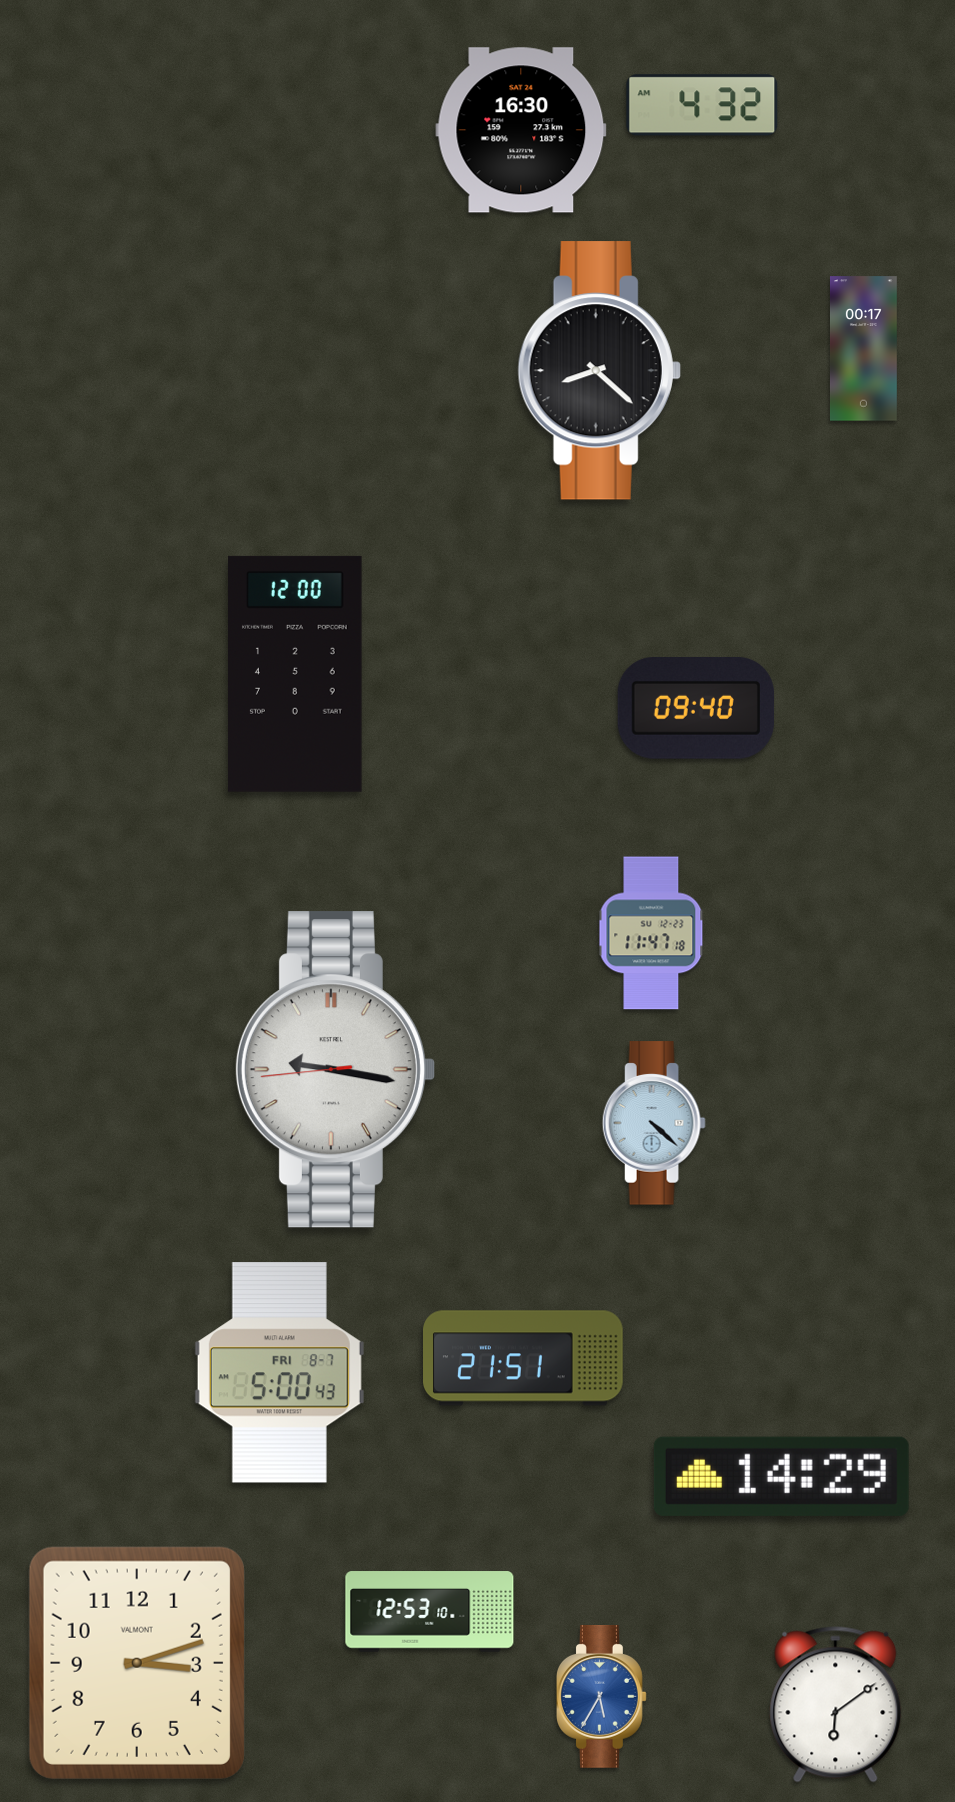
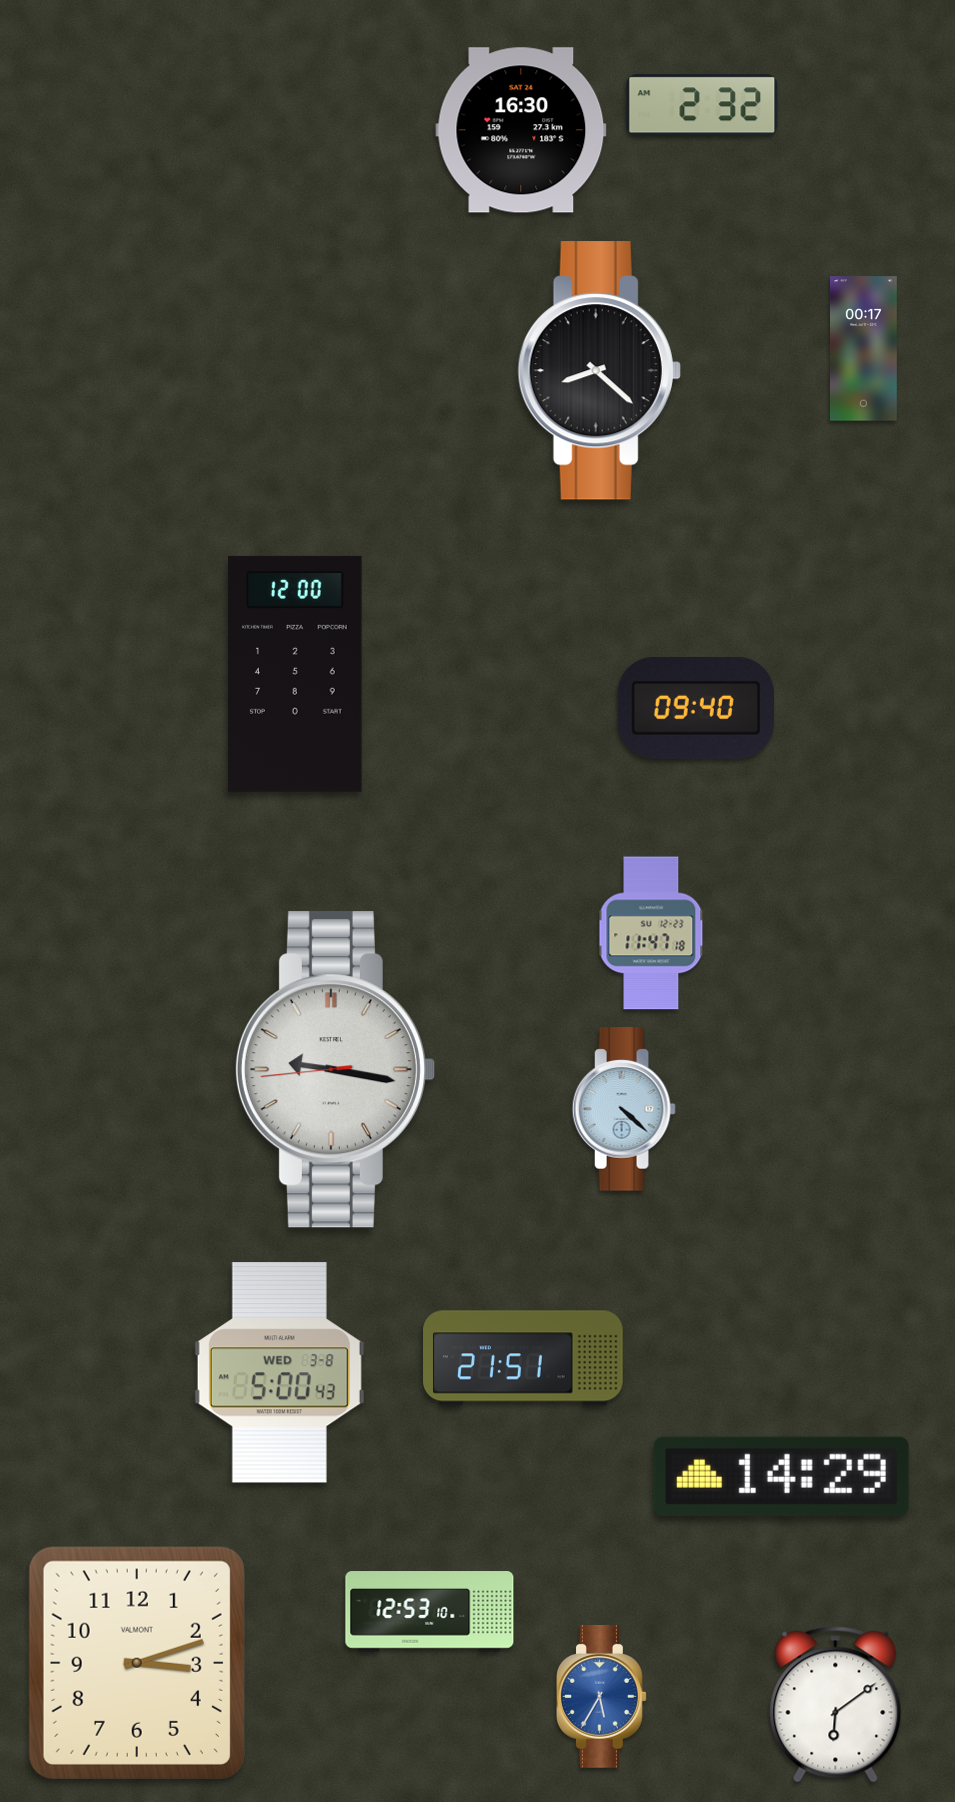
clock at (702, 105): 4:32 -> 2:32
clock at (654, 1123) position: (654, 1123) -> (624, 1109)
clock at (279, 1373) date: FRI 8-7 -> WED 3-8
